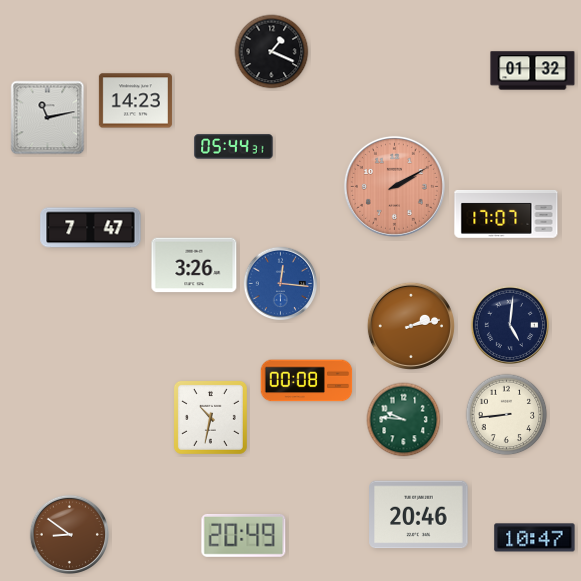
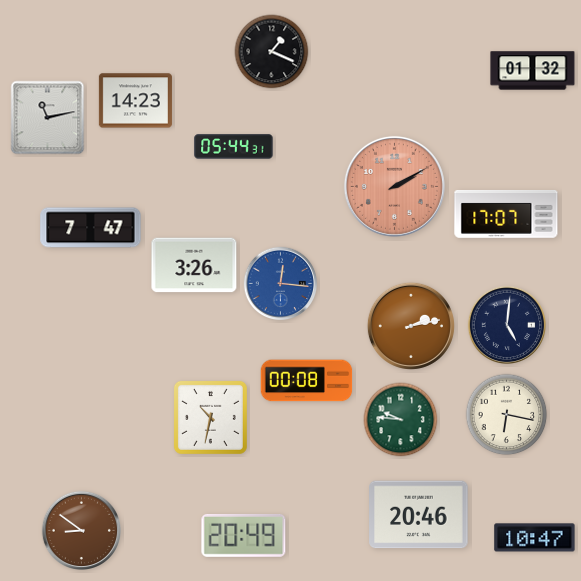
clock at (509, 324) position: (509, 324) -> (506, 324)
clock at (507, 415): 8:44 -> 6:17
clock at (404, 420) position: (404, 420) -> (401, 420)
clock at (69, 534) position: (69, 534) -> (81, 530)
